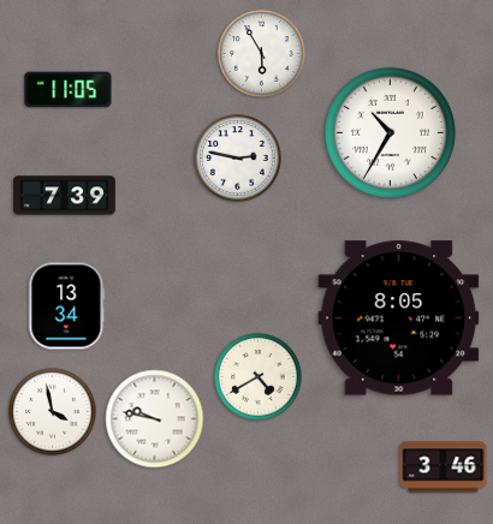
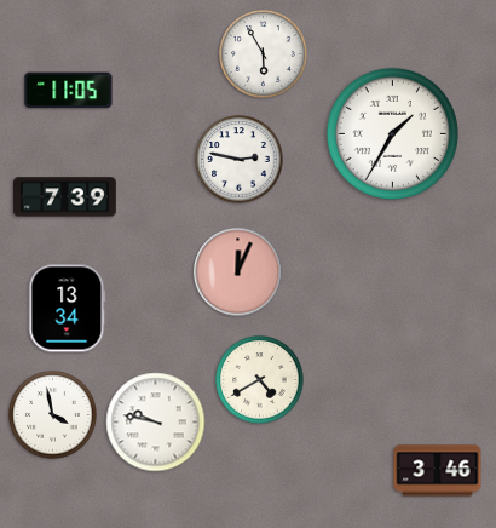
clock at (390, 132): 10:35 -> 1:35
clock at (238, 272): none -> 12:04
clock at (399, 318): 8:05 -> none
clock at (444, 468) position: (444, 468) -> (438, 471)
